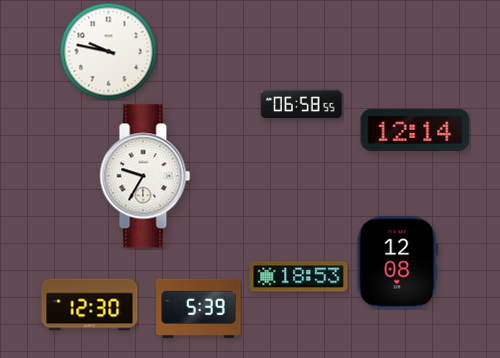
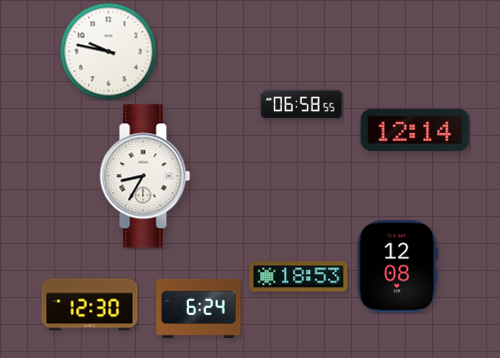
clock at (145, 176): 9:35 -> 8:35
clock at (398, 263) position: (398, 263) -> (398, 267)
clock at (199, 308): 5:39 -> 6:24
